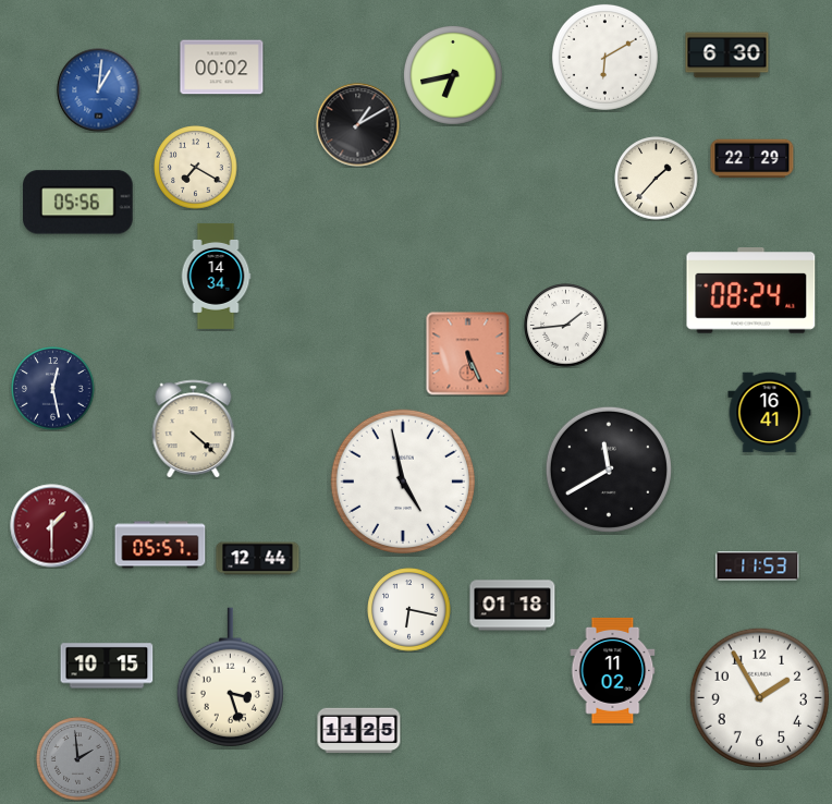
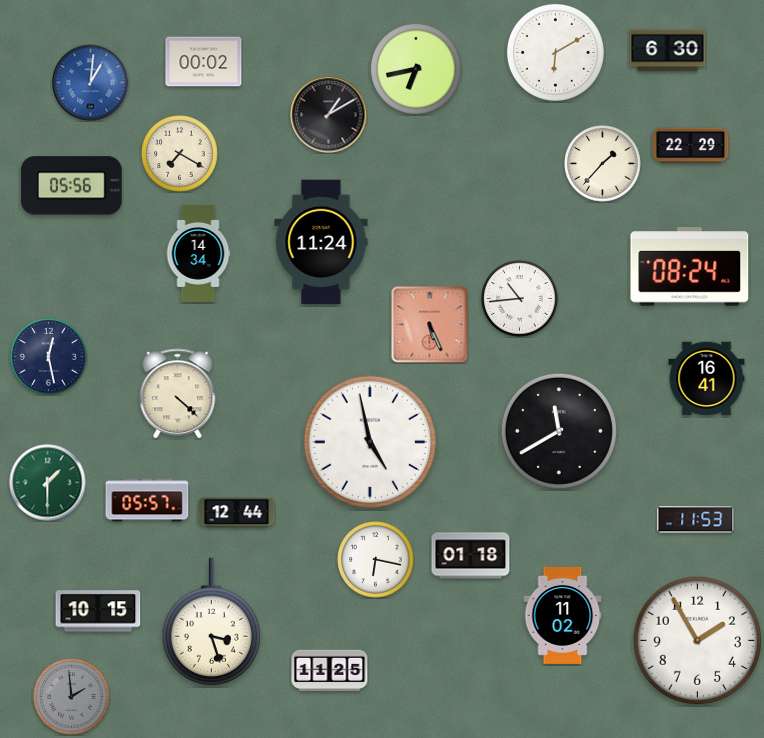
clock at (321, 242): none -> 11:24
clock at (566, 326): 1:44 -> 10:44
clock at (52, 526) dial: burgundy -> green
